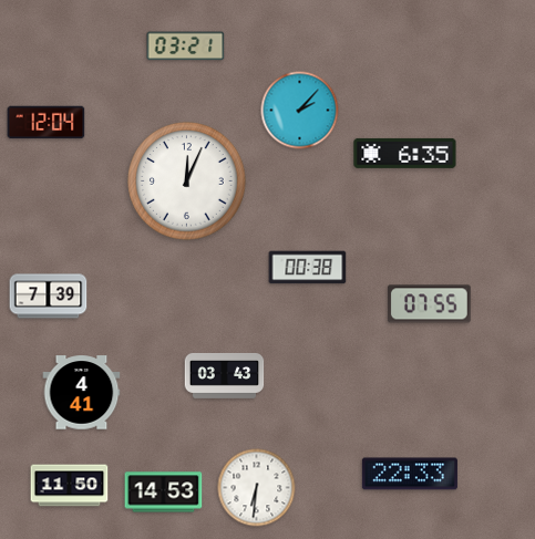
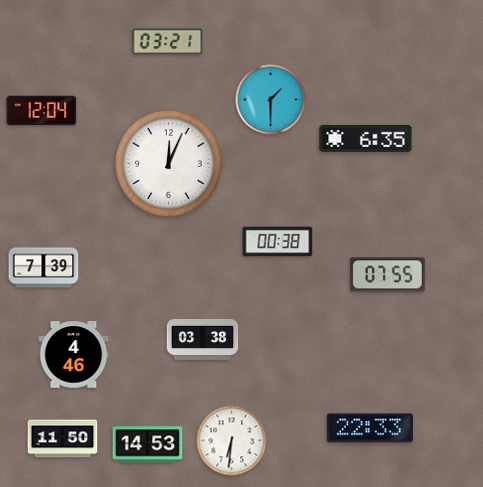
clock at (300, 111): 2:07 -> 1:30
clock at (225, 376): 03:43 -> 03:38
clock at (82, 393): 4:41 -> 4:46
